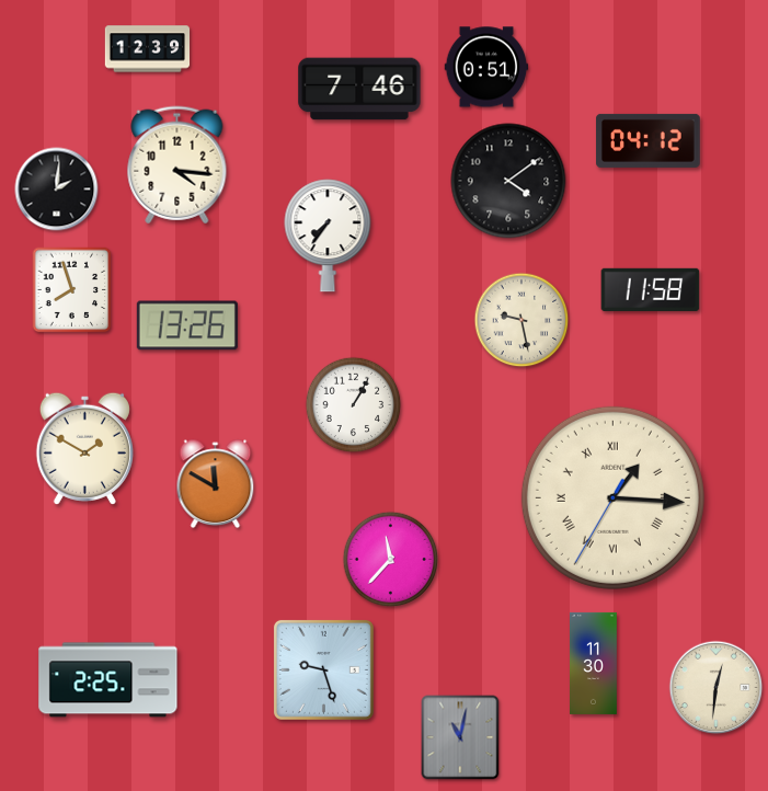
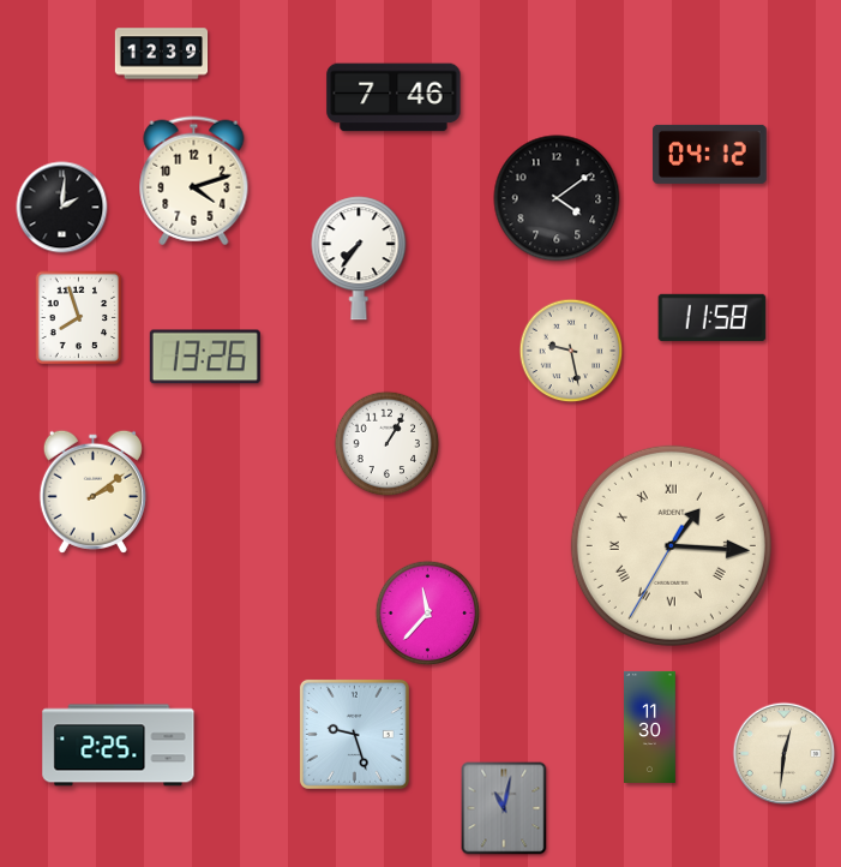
clock at (486, 67): 0:51 -> none
clock at (177, 165): 4:16 -> 4:12
clock at (84, 448): 1:50 -> 2:09
clock at (216, 484): 11:50 -> none
